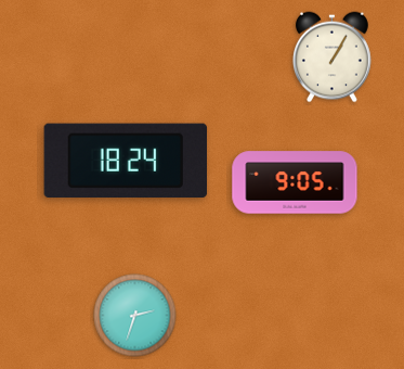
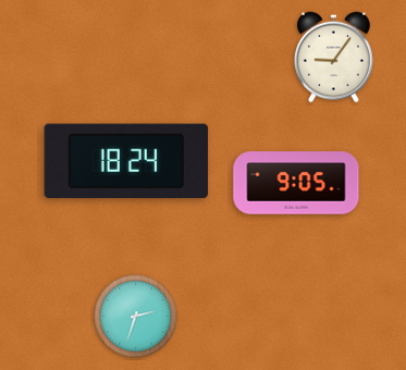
clock at (331, 58): 1:05 -> 9:06
